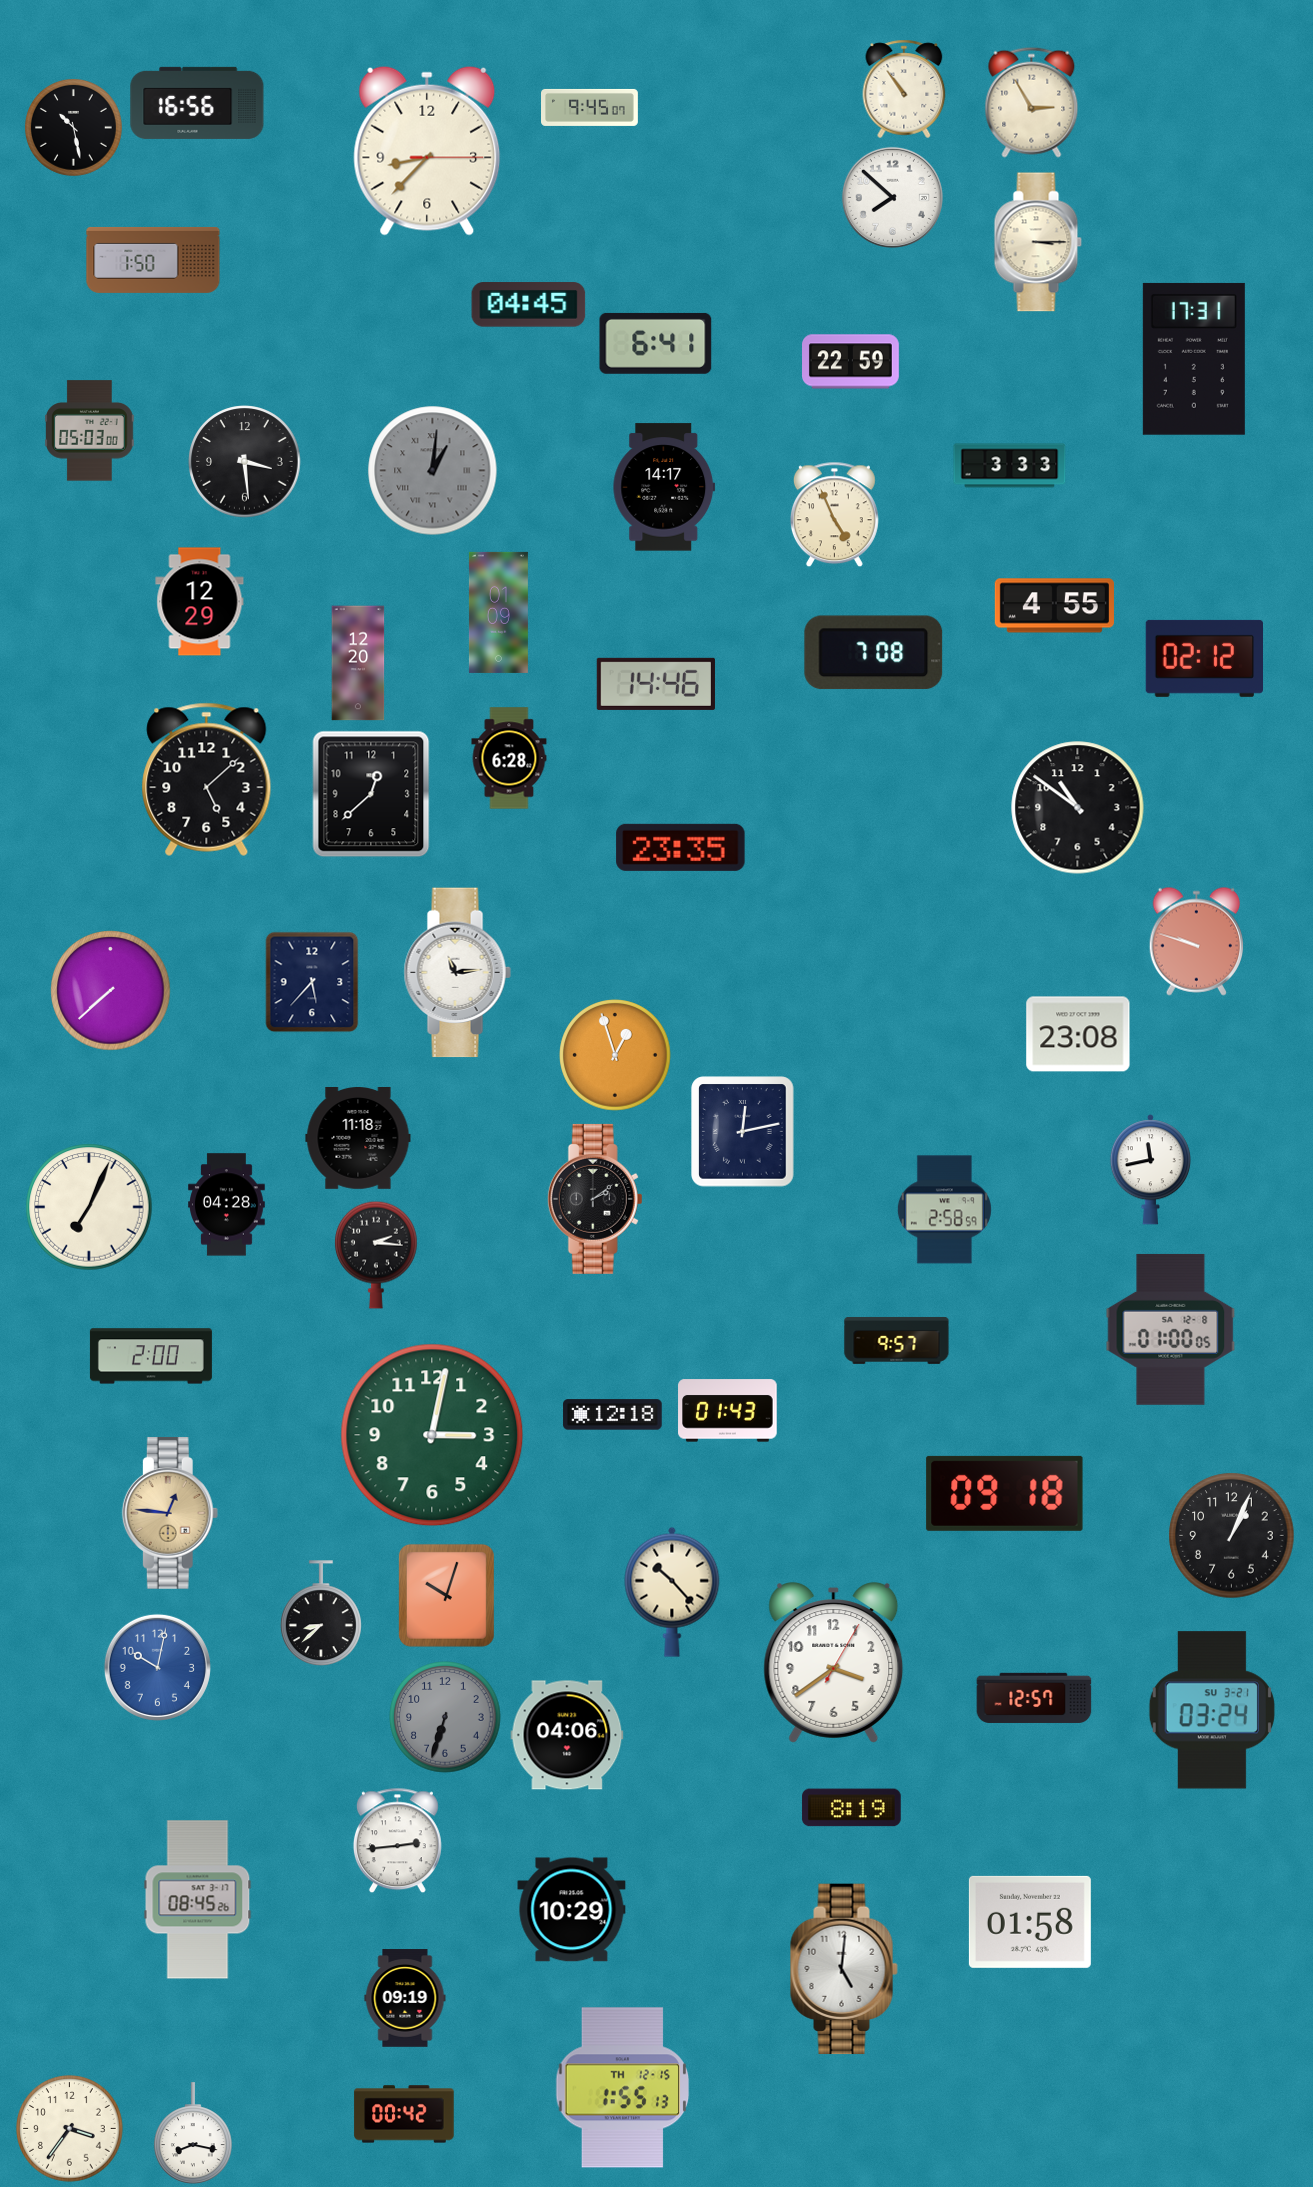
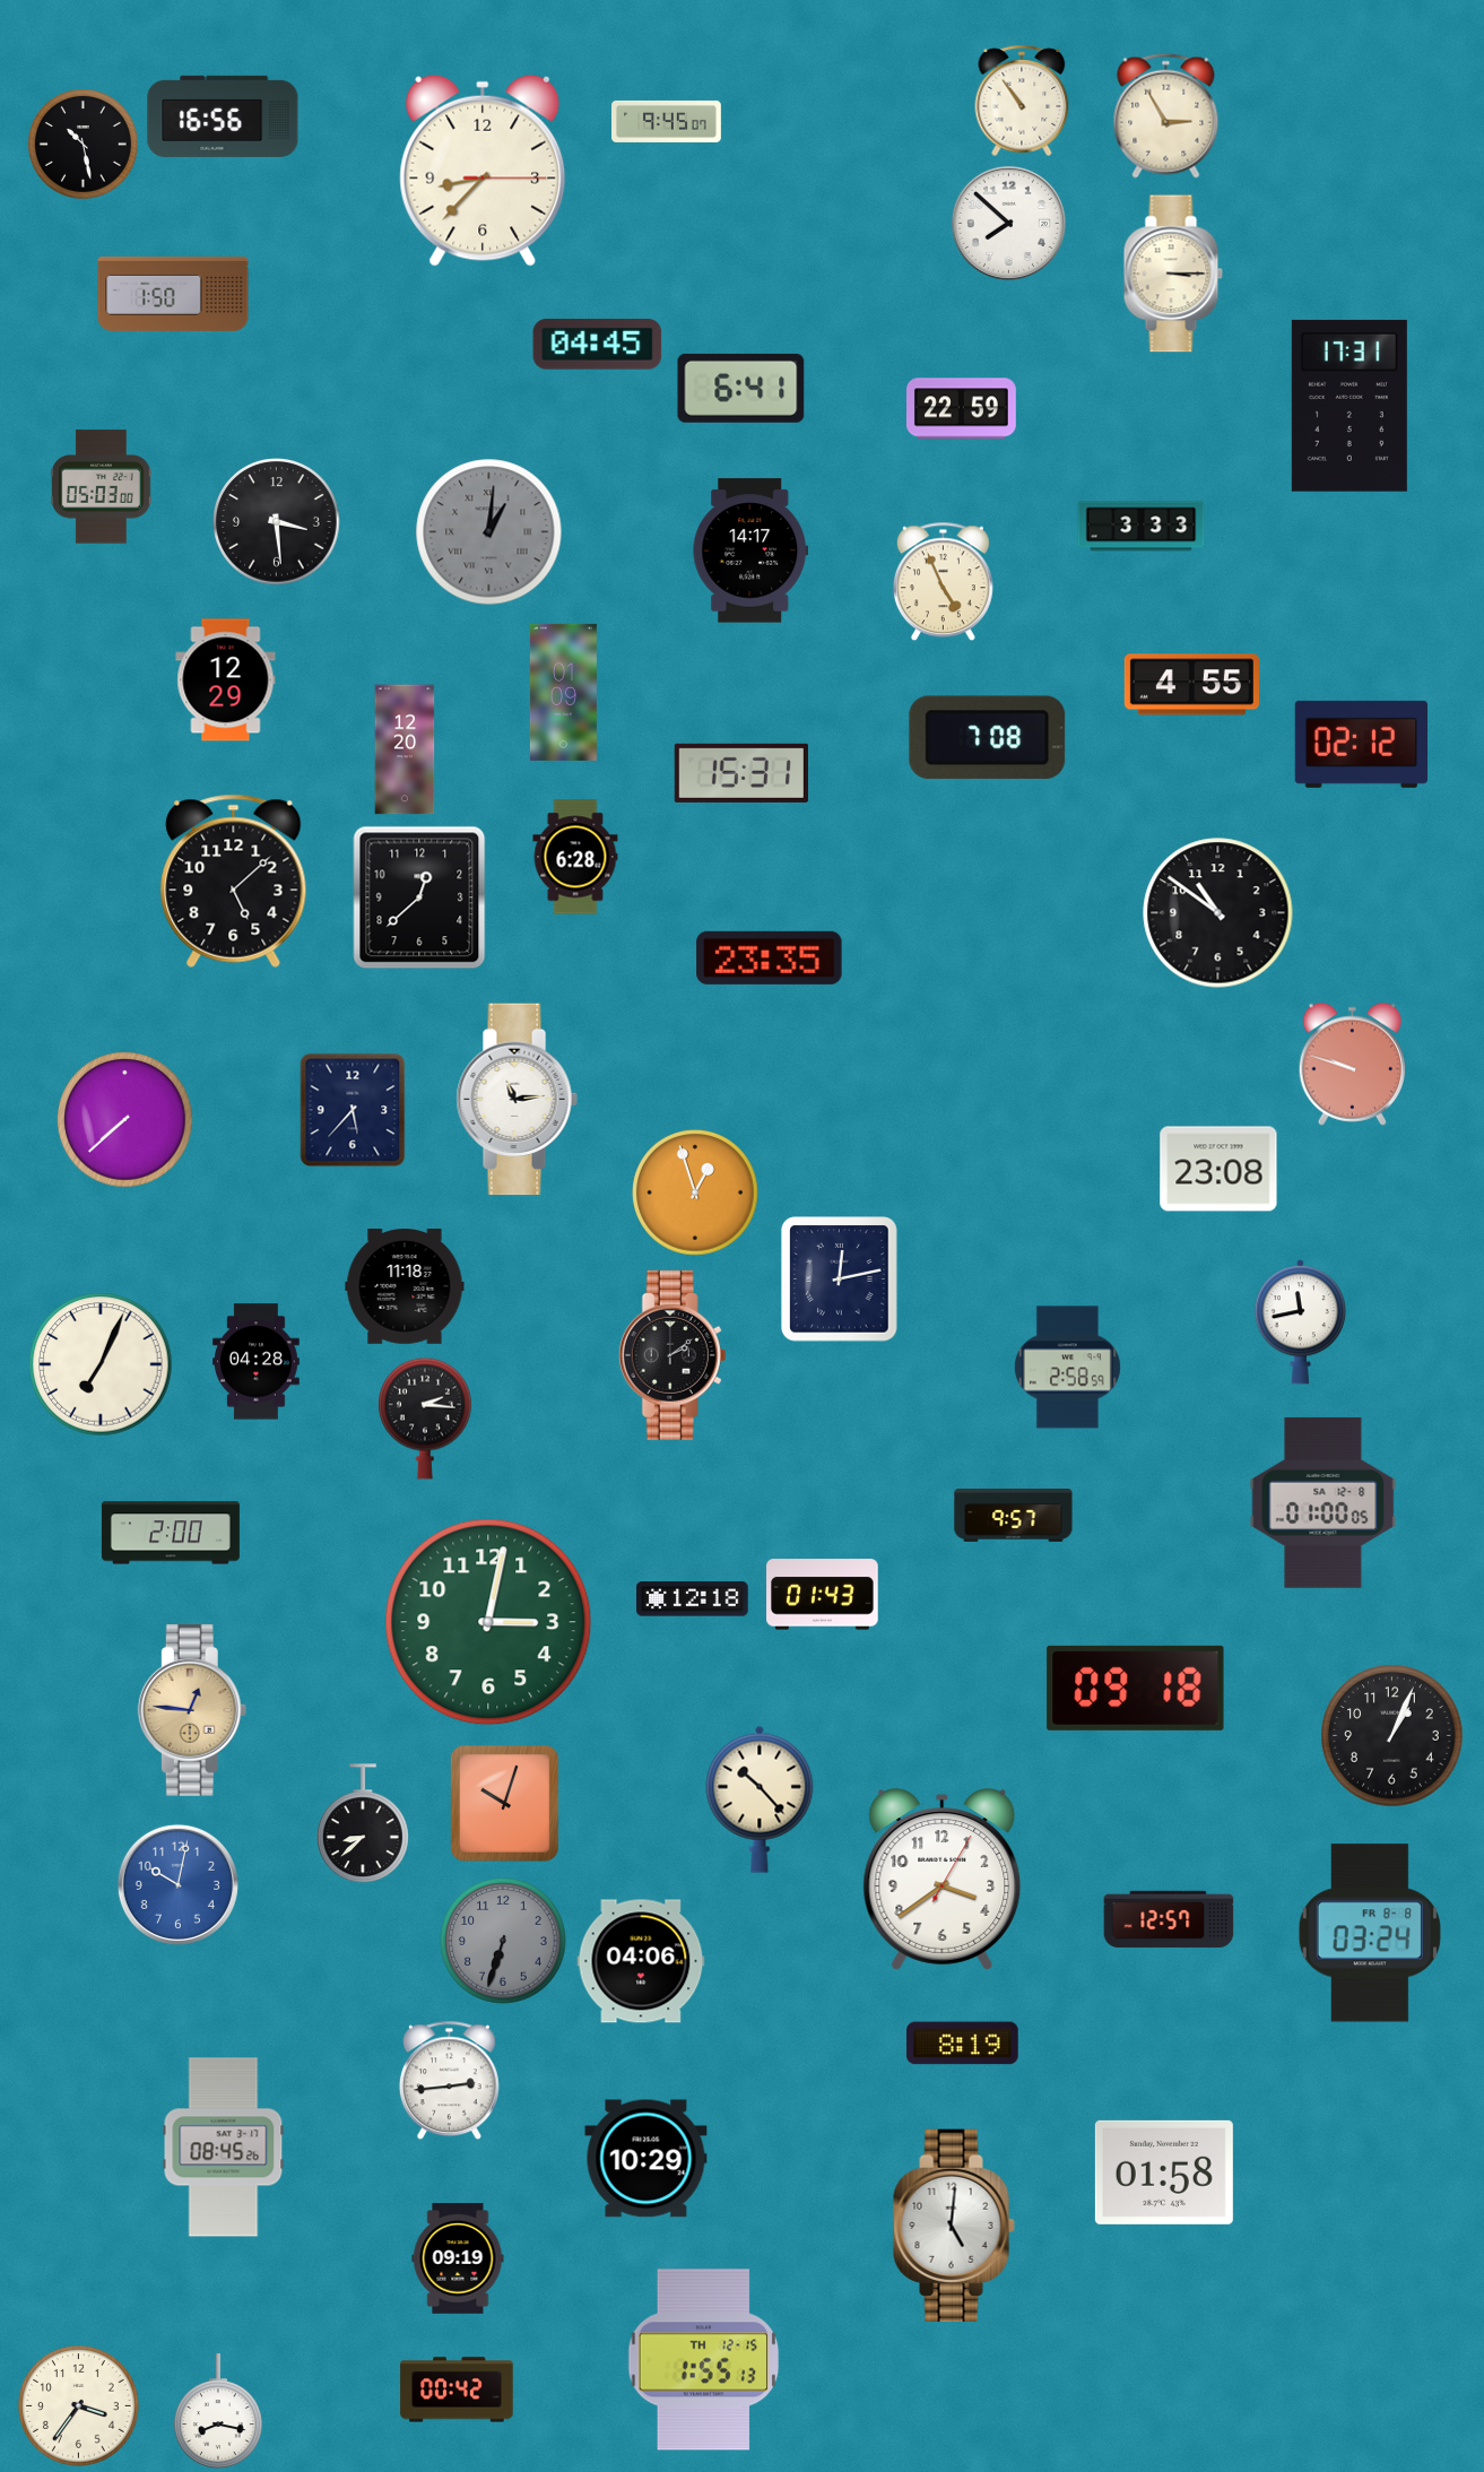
clock at (656, 684): 14:46 -> 15:31
clock at (1212, 1710) date: SU 3-21 -> FR 8-8
